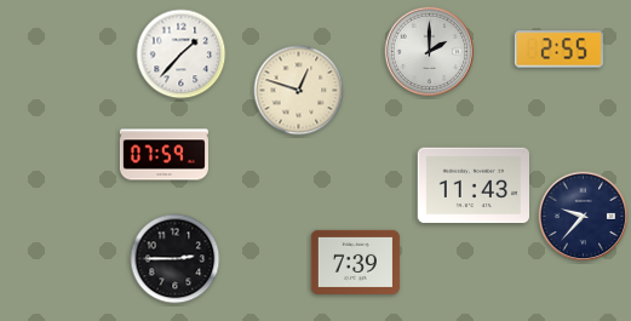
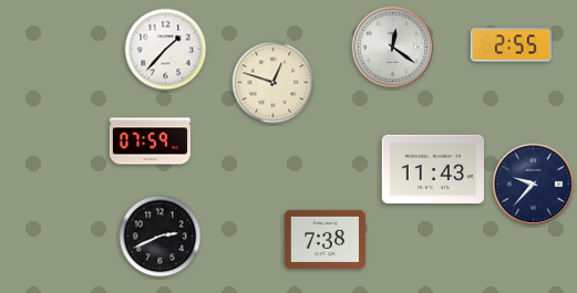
clock at (430, 52): 2:00 -> 12:21
clock at (584, 217) position: (584, 217) -> (534, 185)
clock at (176, 259): 2:45 -> 2:41
clock at (355, 262): 7:39 -> 7:38
